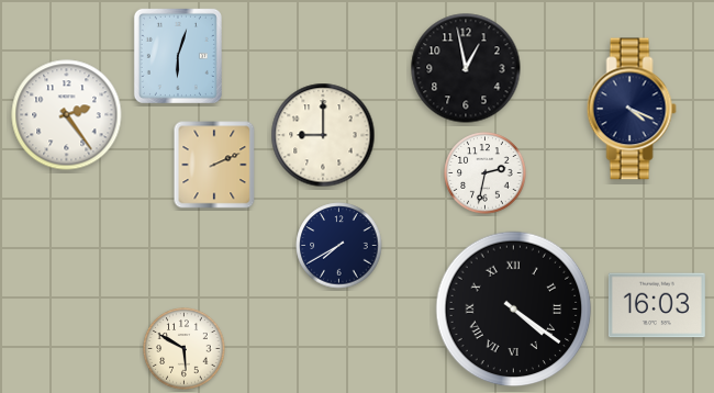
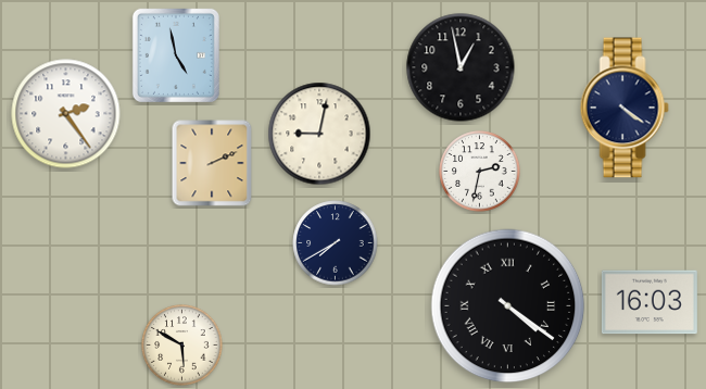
clock at (178, 56): 6:03 -> 4:58
clock at (632, 109): 4:19 -> 4:21
clock at (323, 135): 9:00 -> 9:02
